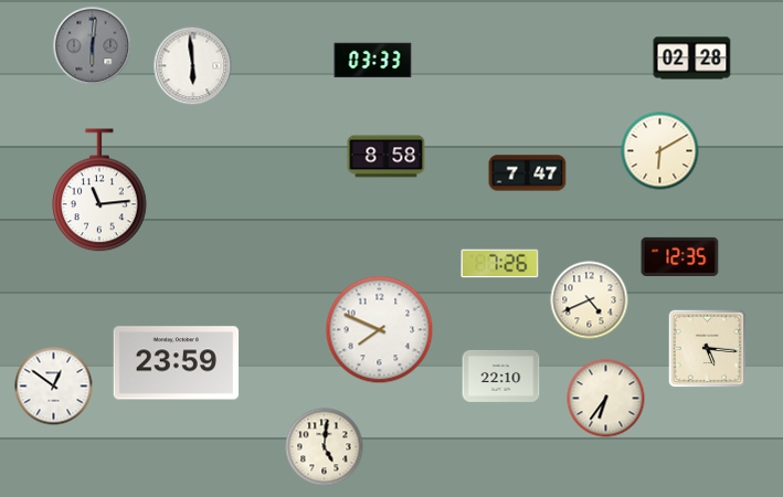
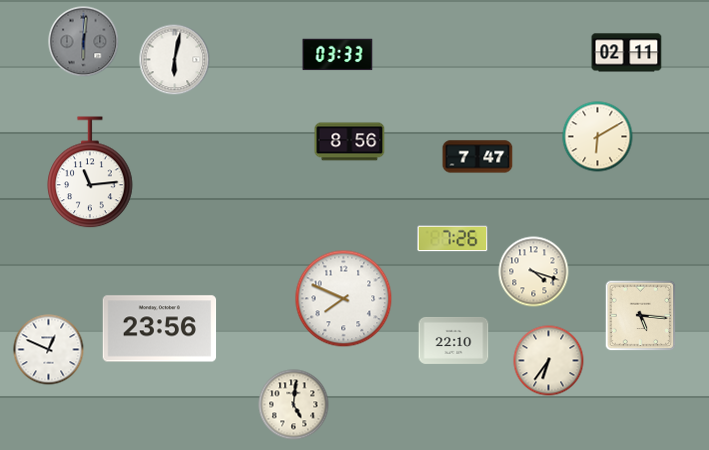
clock at (692, 59): 02:28 -> 02:11
clock at (193, 66): 5:59 -> 6:02
clock at (387, 157): 8:58 -> 8:56
clock at (680, 257): 12:35 -> none
clock at (590, 300): 4:41 -> 4:18
clock at (177, 363): 23:59 -> 23:56
clock at (54, 387): 12:51 -> 12:49
